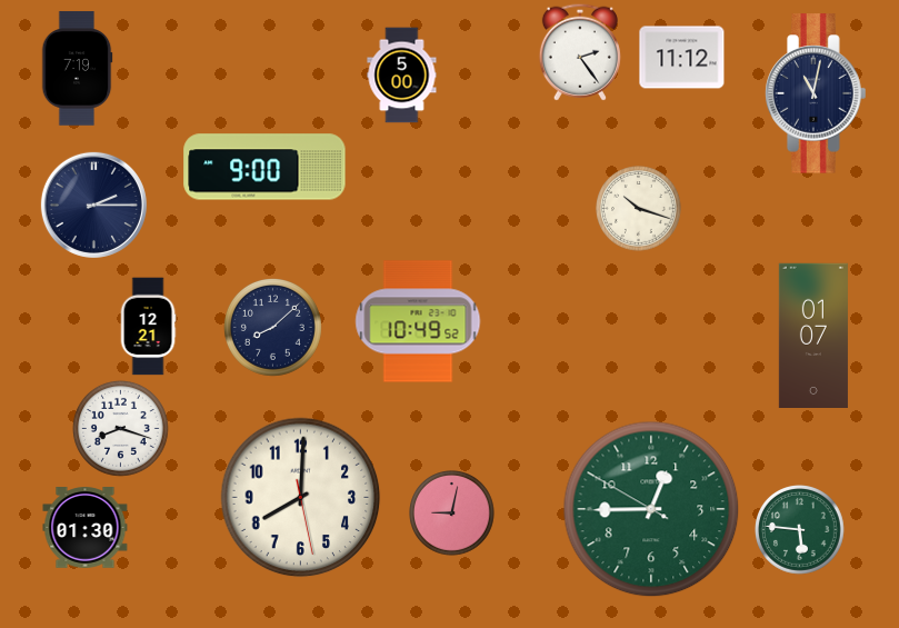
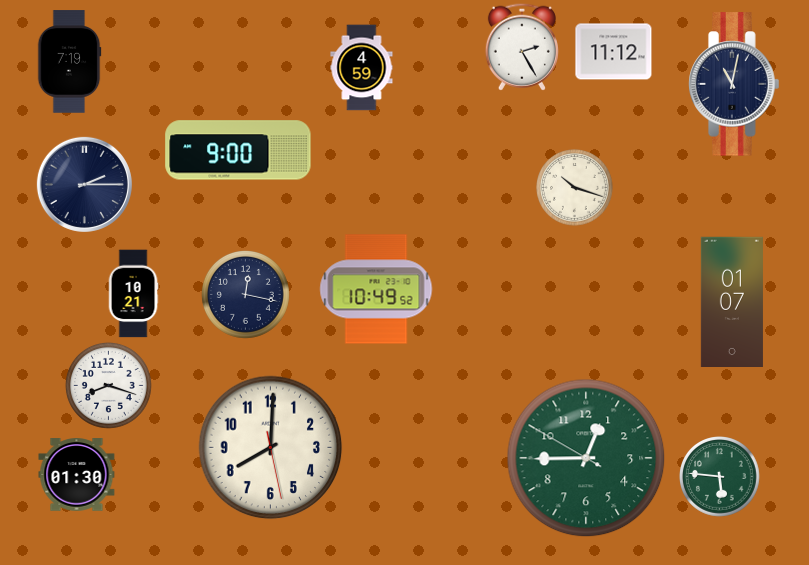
clock at (580, 52): 2:24 -> 2:25
clock at (402, 76): 5:00 -> 4:59
clock at (148, 327): 12:21 -> 10:21
clock at (272, 327): 8:08 -> 12:17
clock at (452, 514): 9:02 -> none
